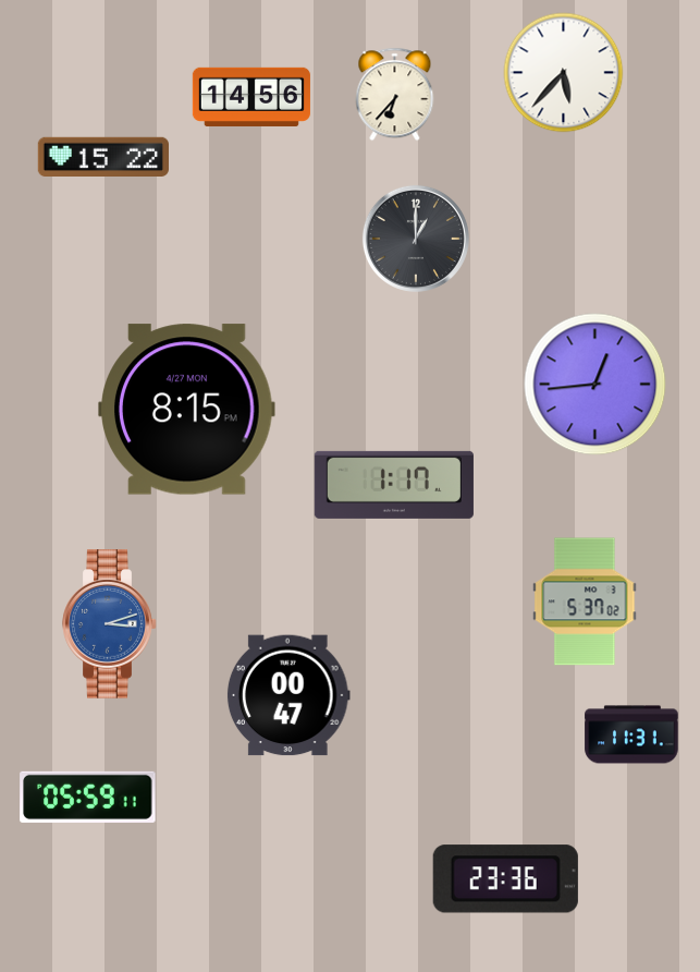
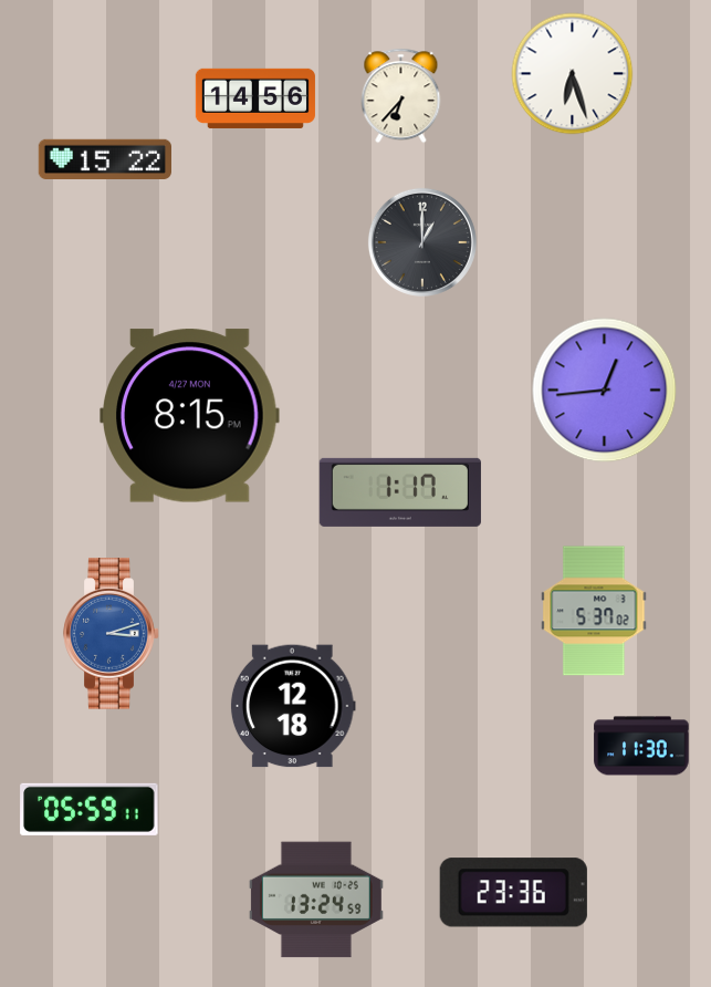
clock at (564, 73): 5:37 -> 6:27
clock at (288, 695): 00:47 -> 12:18
clock at (631, 734): 11:31 -> 11:30
clock at (316, 900): none -> 13:24
